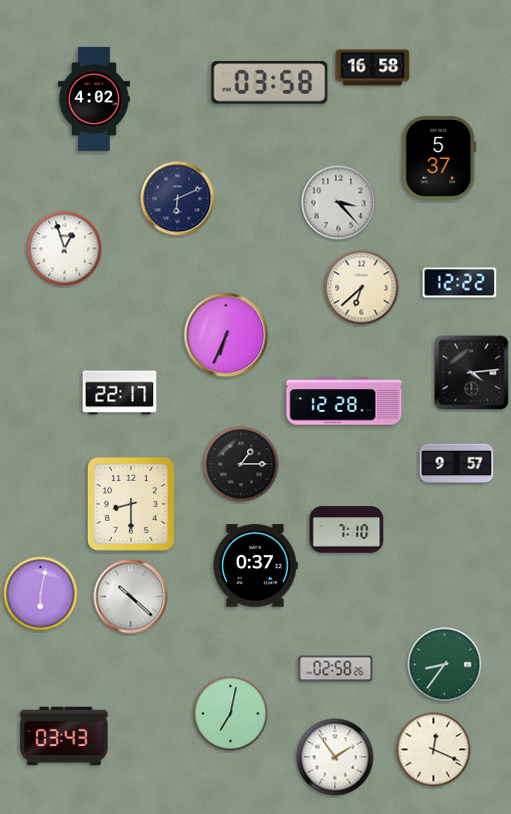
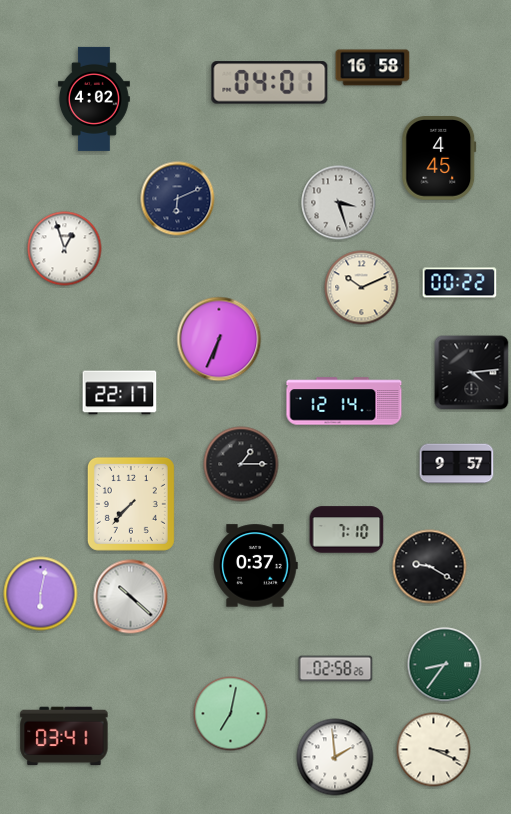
clock at (270, 83): 03:58 -> 04:01
clock at (439, 159): 5:37 -> 4:45
clock at (339, 203): 3:23 -> 3:27
clock at (460, 283): 12:22 -> 00:22
clock at (362, 288): 6:38 -> 10:11
clock at (226, 335) position: (226, 335) -> (219, 339)
clock at (344, 401): 12:28 -> 12:14
clock at (131, 504): 8:30 -> 7:37
clock at (430, 567): none -> 9:20
clock at (64, 736): 03:43 -> 03:41
clock at (434, 750): 12:19 -> 3:19
clock at (335, 757): 1:54 -> 1:59
